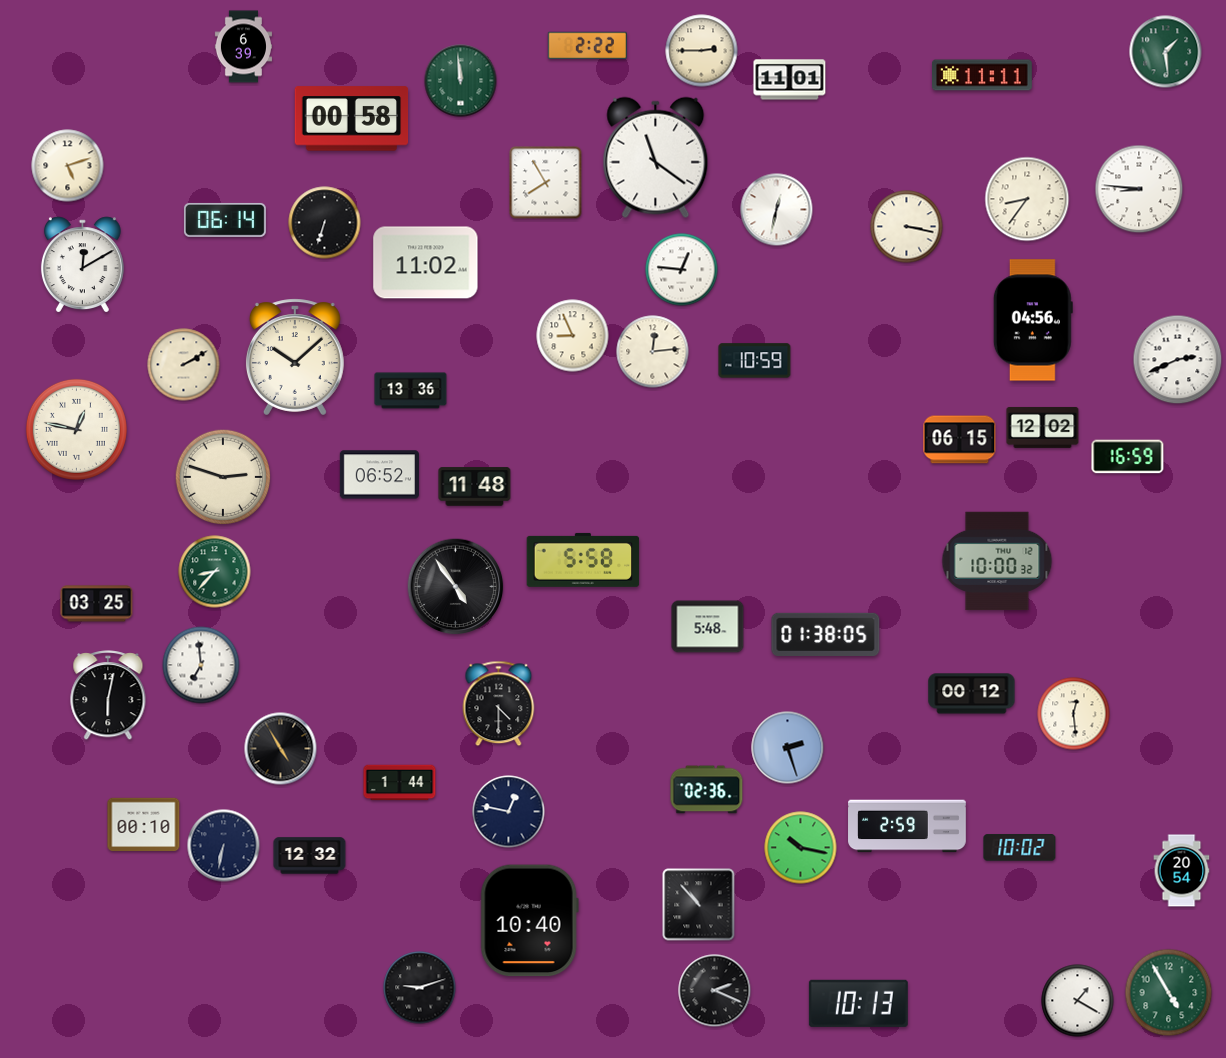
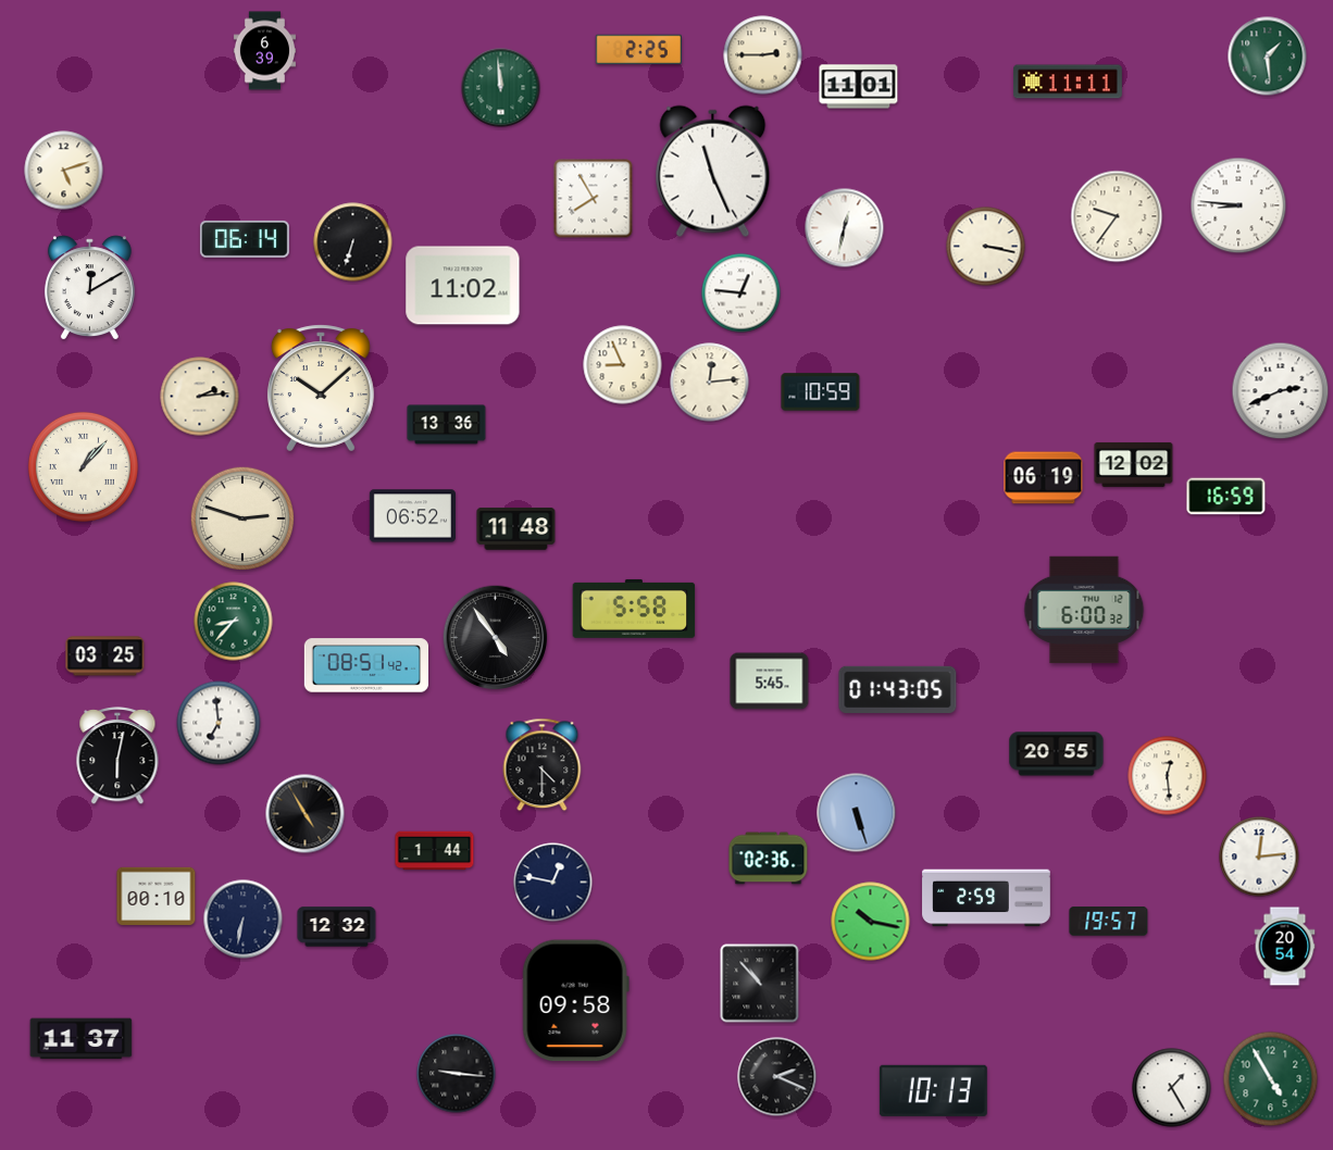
clock at (587, 46): 2:22 -> 2:25
clock at (352, 119): 00:58 -> none
clock at (656, 158): 11:21 -> 11:26
clock at (68, 166) position: (68, 166) -> (64, 171)
clock at (1027, 199): 8:36 -> 9:36
clock at (1033, 320): 04:56 -> none
clock at (184, 365): 2:10 -> 2:14
clock at (76, 429): 12:47 -> 1:07
clock at (960, 440): 06:15 -> 06:19
clock at (997, 561): 10:00 -> 6:00
clock at (365, 665): none -> 08:51
clock at (708, 627): 5:48 -> 5:45
clock at (826, 634): 01:38 -> 01:43
clock at (972, 694): 00:12 -> 20:55
clock at (788, 748): 2:27 -> 5:27
clock at (1259, 857): none -> 12:14
clock at (1020, 848): 10:02 -> 19:57
clock at (310, 856) position: (310, 856) -> (337, 927)
clock at (529, 921): 10:40 -> 09:58
clock at (82, 1039): none -> 11:37
clock at (420, 988): 9:12 -> 9:16
clock at (1078, 1001): 1:20 -> 1:25
